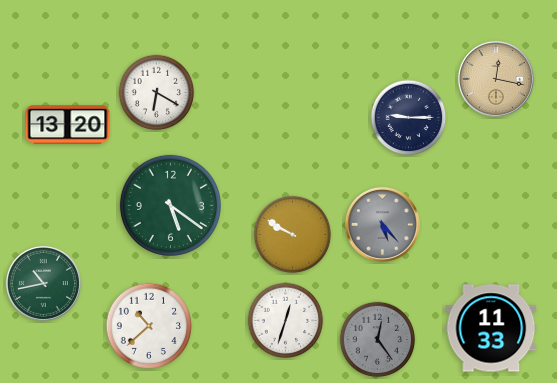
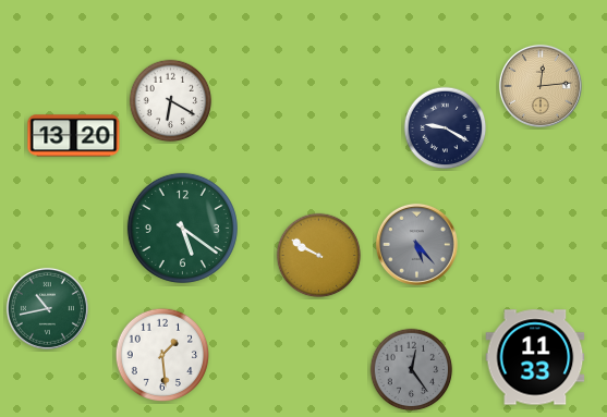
clock at (496, 79): 12:17 -> 12:14
clock at (409, 118): 9:15 -> 9:20
clock at (170, 205) position: (170, 205) -> (182, 228)
clock at (286, 321): 12:33 -> none
clock at (149, 326): 10:38 -> 1:29
